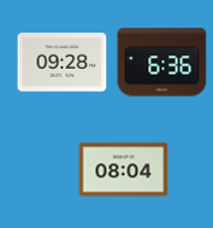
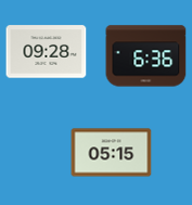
clock at (63, 63) position: (63, 63) -> (47, 52)
clock at (124, 170): 08:04 -> 05:15
